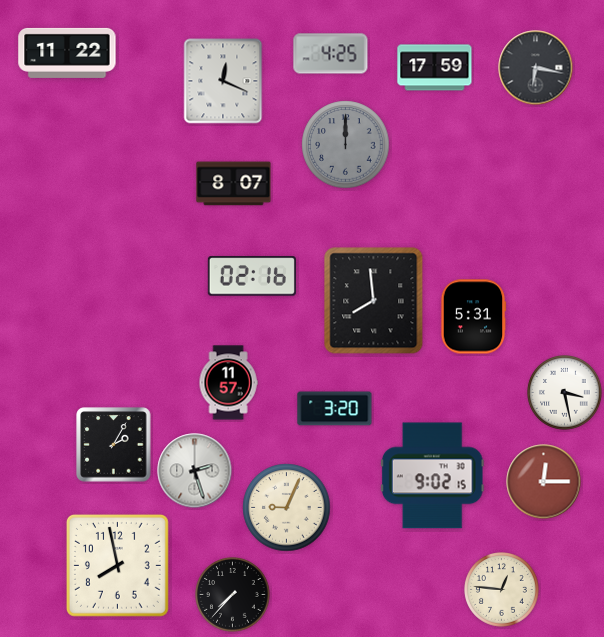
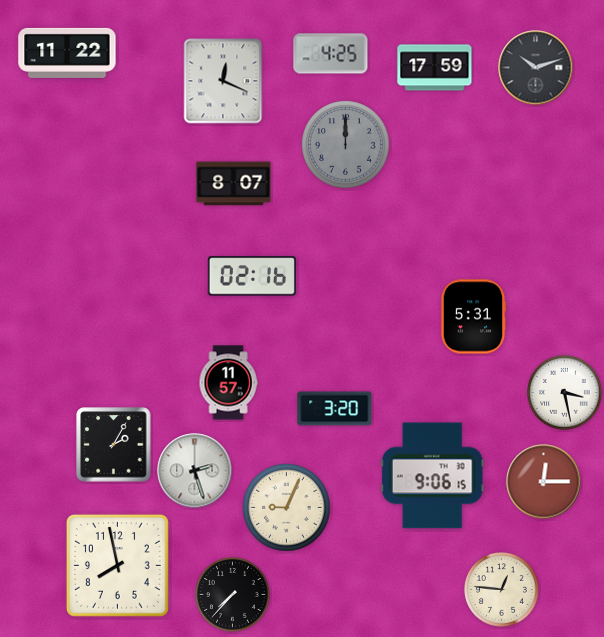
clock at (536, 68): 6:17 -> 10:12
clock at (374, 301): 7:59 -> none
clock at (432, 476): 9:02 -> 9:06
